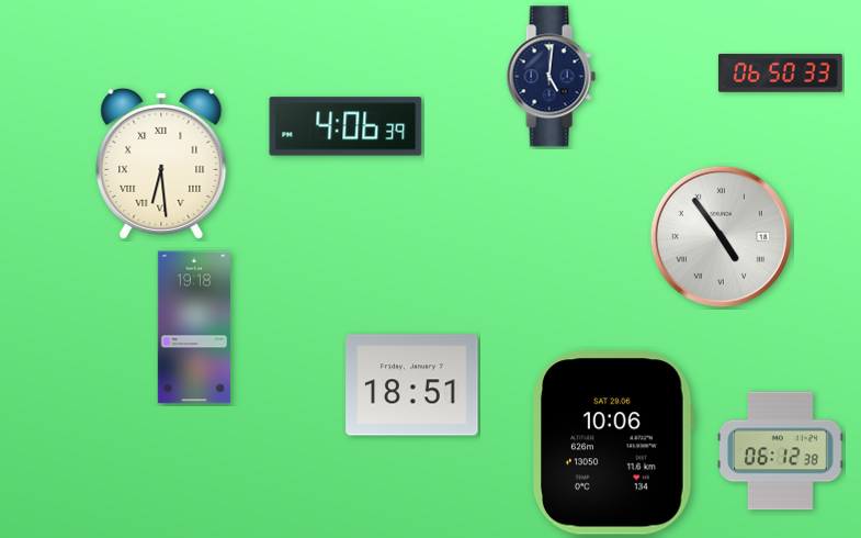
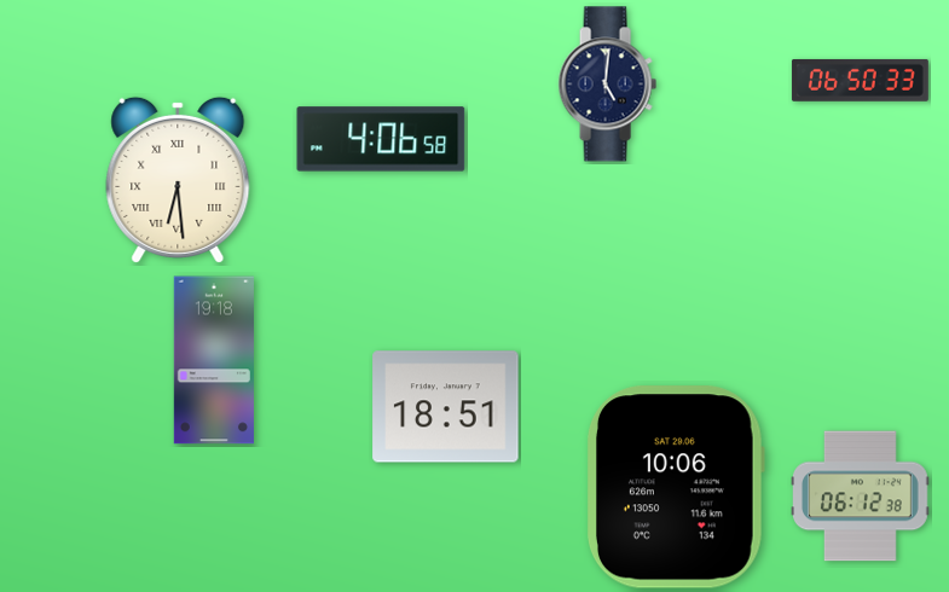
clock at (345, 126): 4:06:39 -> 4:06:58
clock at (721, 236): 4:54 -> none
clock at (412, 385) position: (412, 385) -> (446, 407)
